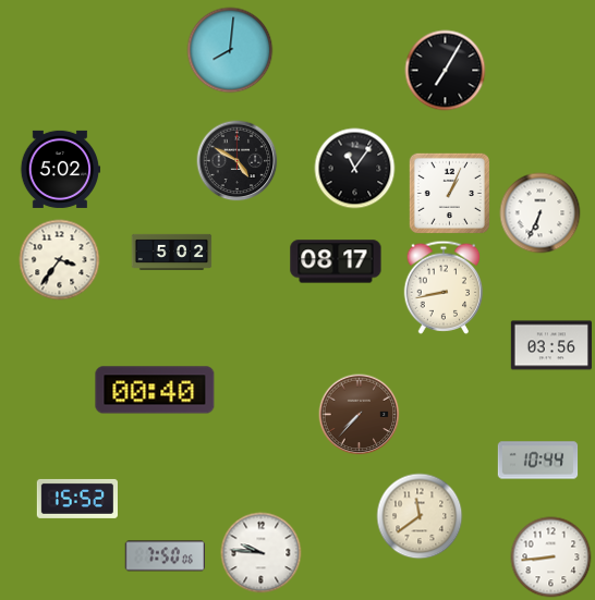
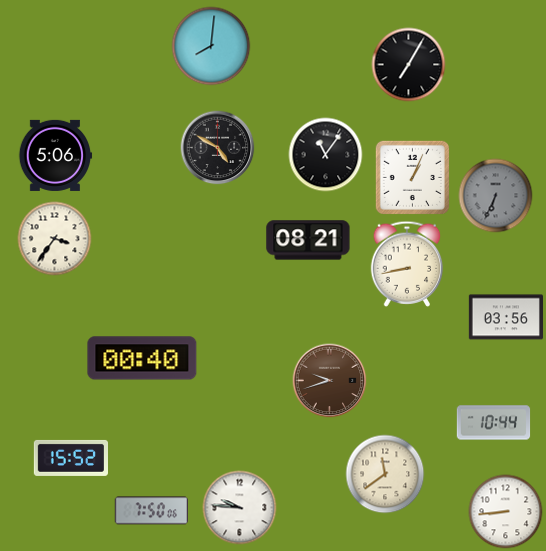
clock at (60, 169): 5:02 -> 5:06
clock at (541, 213) dial: white -> grey
clock at (172, 252): 5:02 -> none
clock at (336, 261): 08:17 -> 08:21
clock at (360, 415): 7:37 -> 9:42
